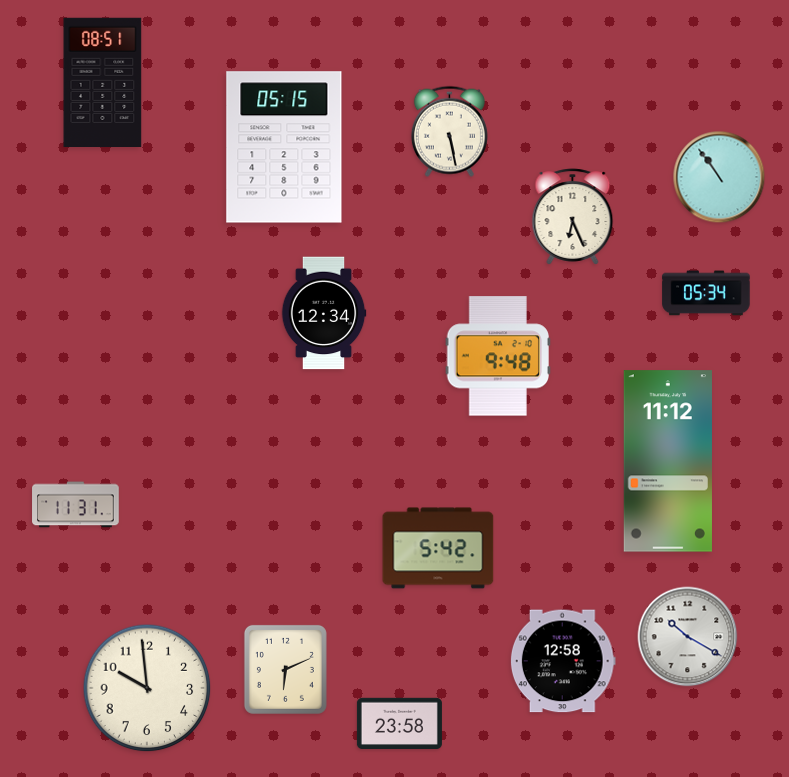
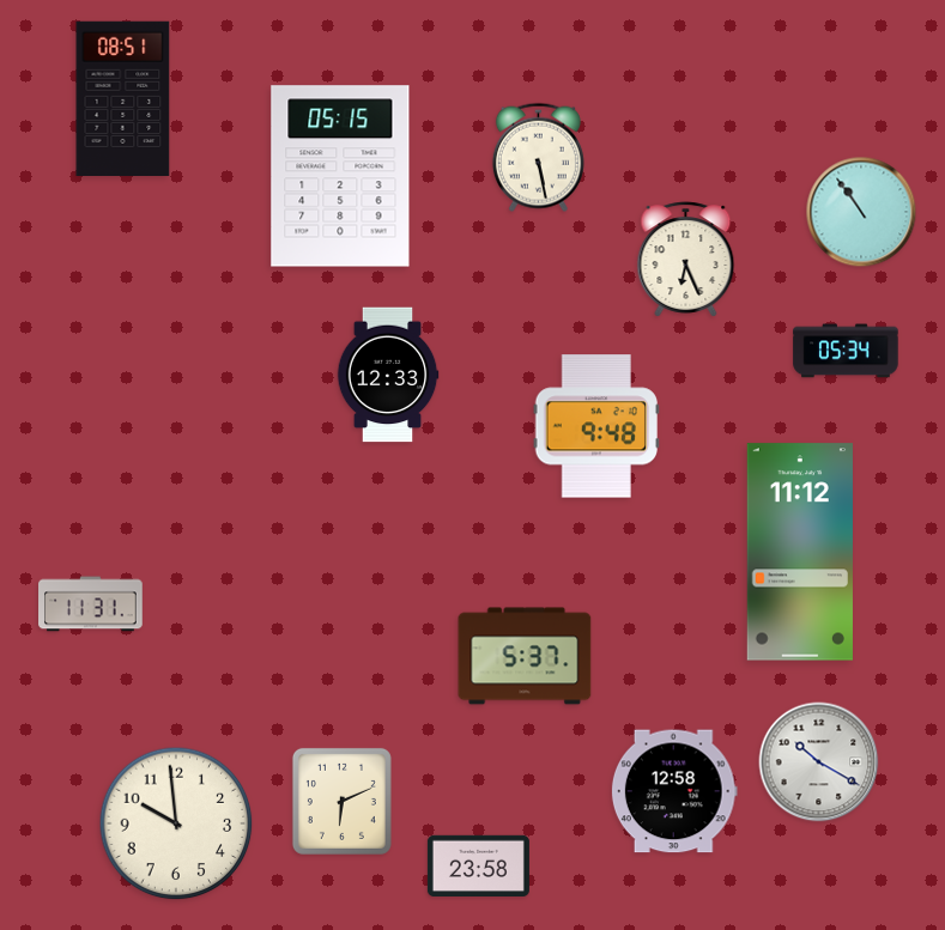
clock at (324, 313): 12:34 -> 12:33
clock at (438, 548): 5:42 -> 5:37
clock at (688, 637) position: (688, 637) -> (819, 762)
